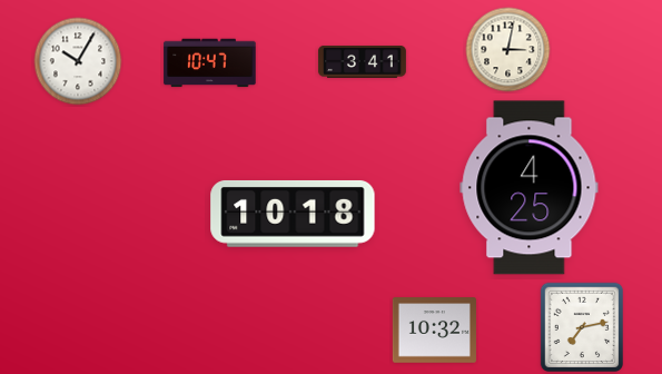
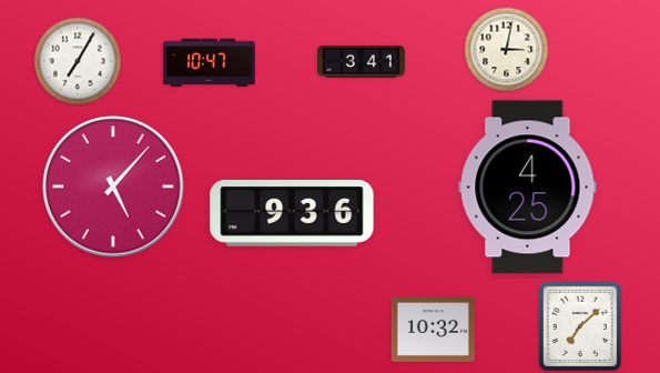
clock at (78, 61): 10:05 -> 7:05
clock at (113, 186): none -> 5:07
clock at (293, 214): 10:18 -> 9:36
clock at (581, 326): 7:13 -> 7:08
